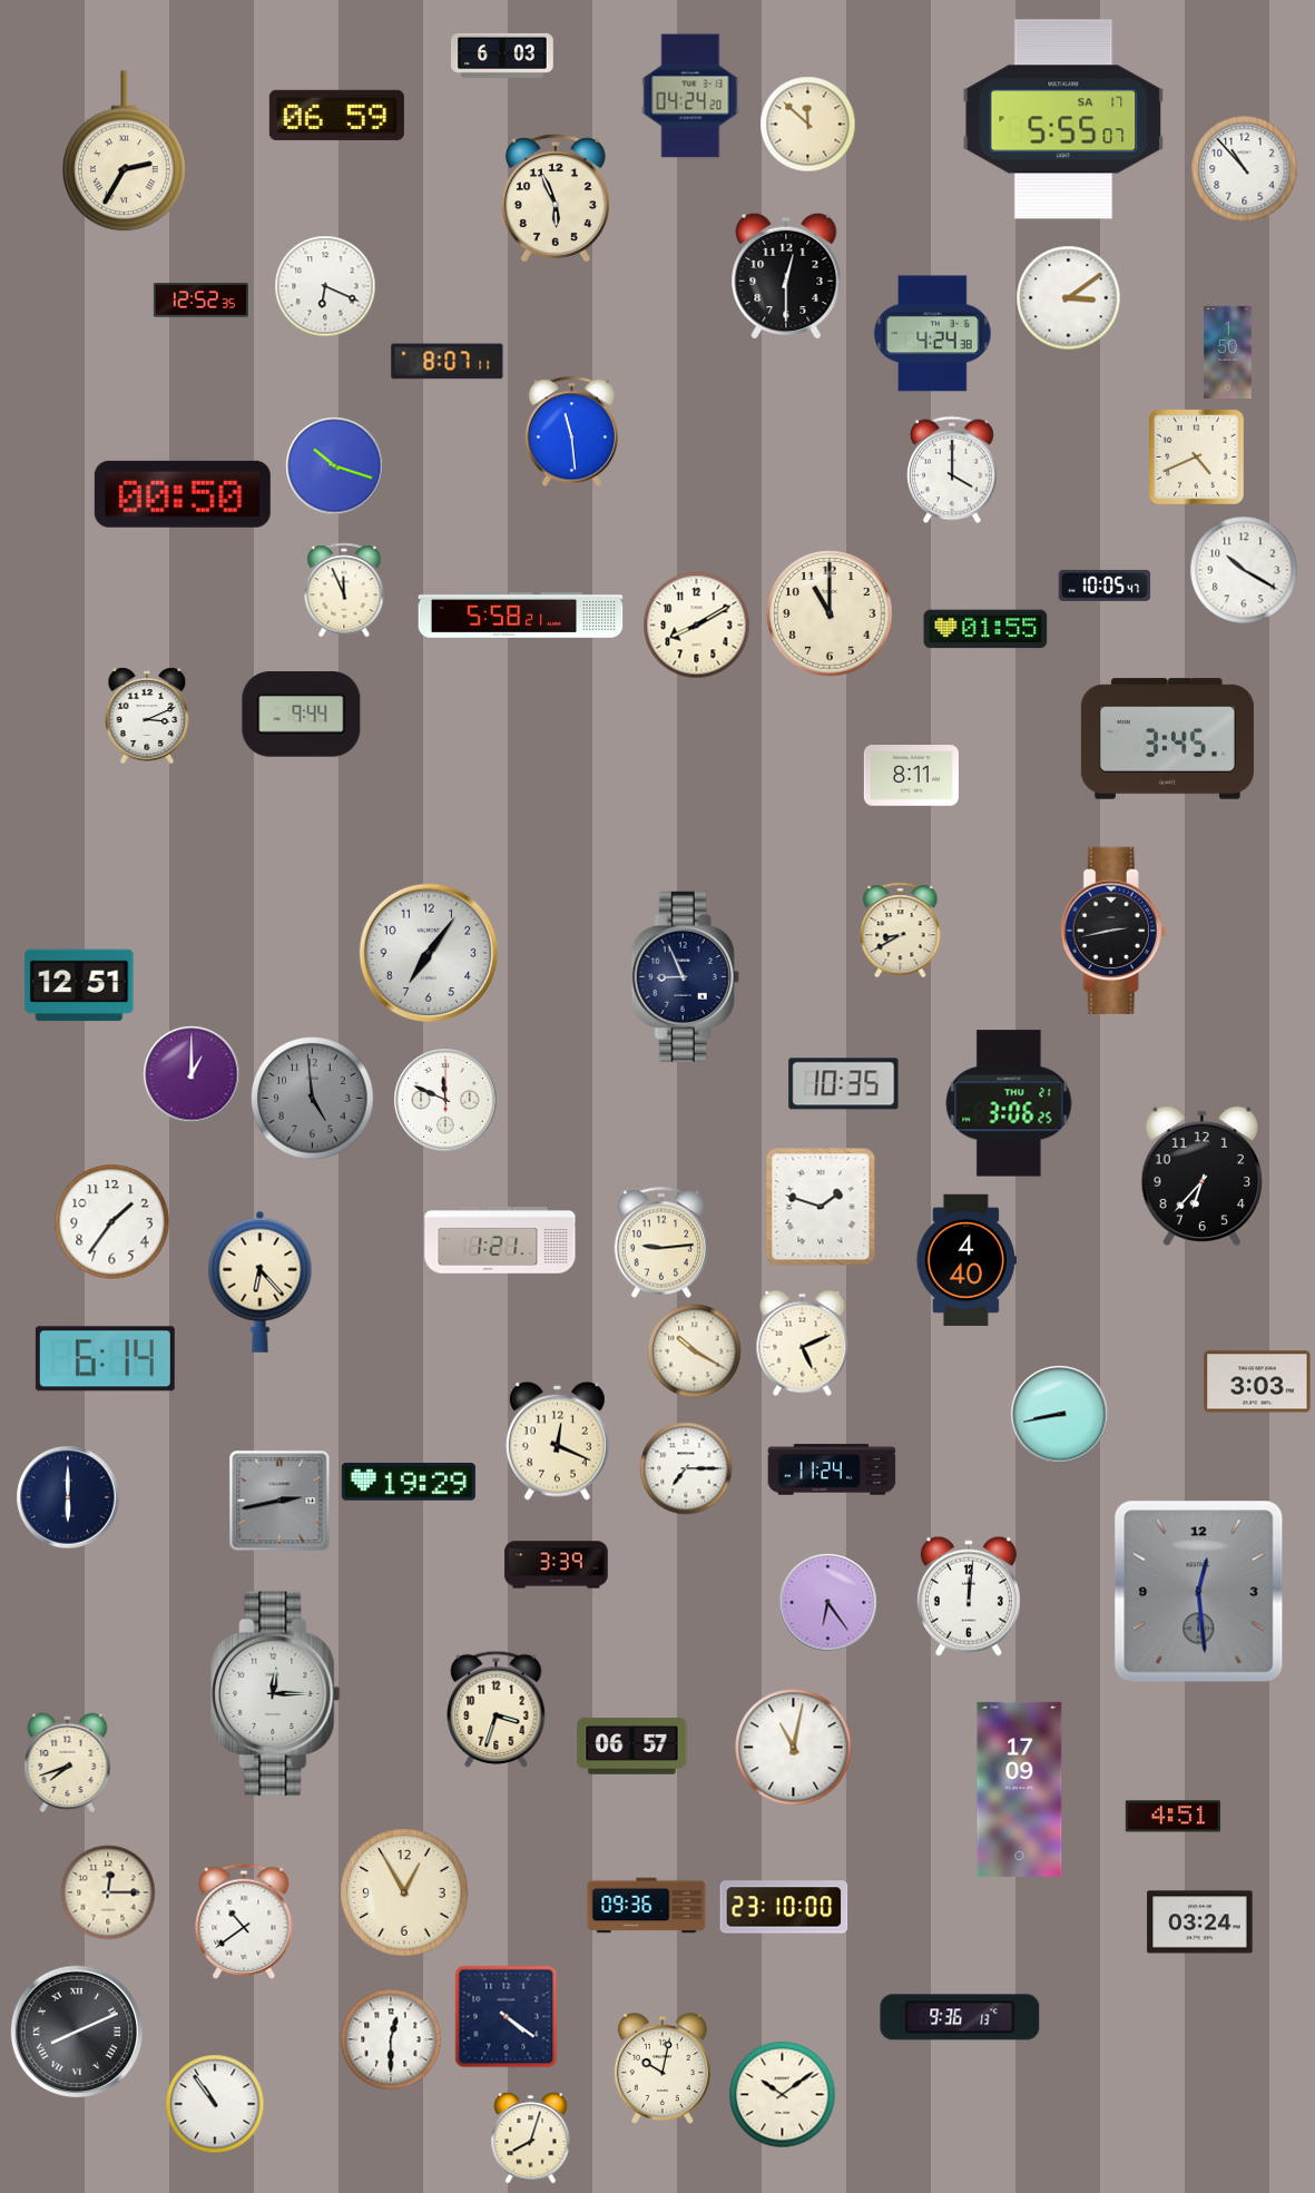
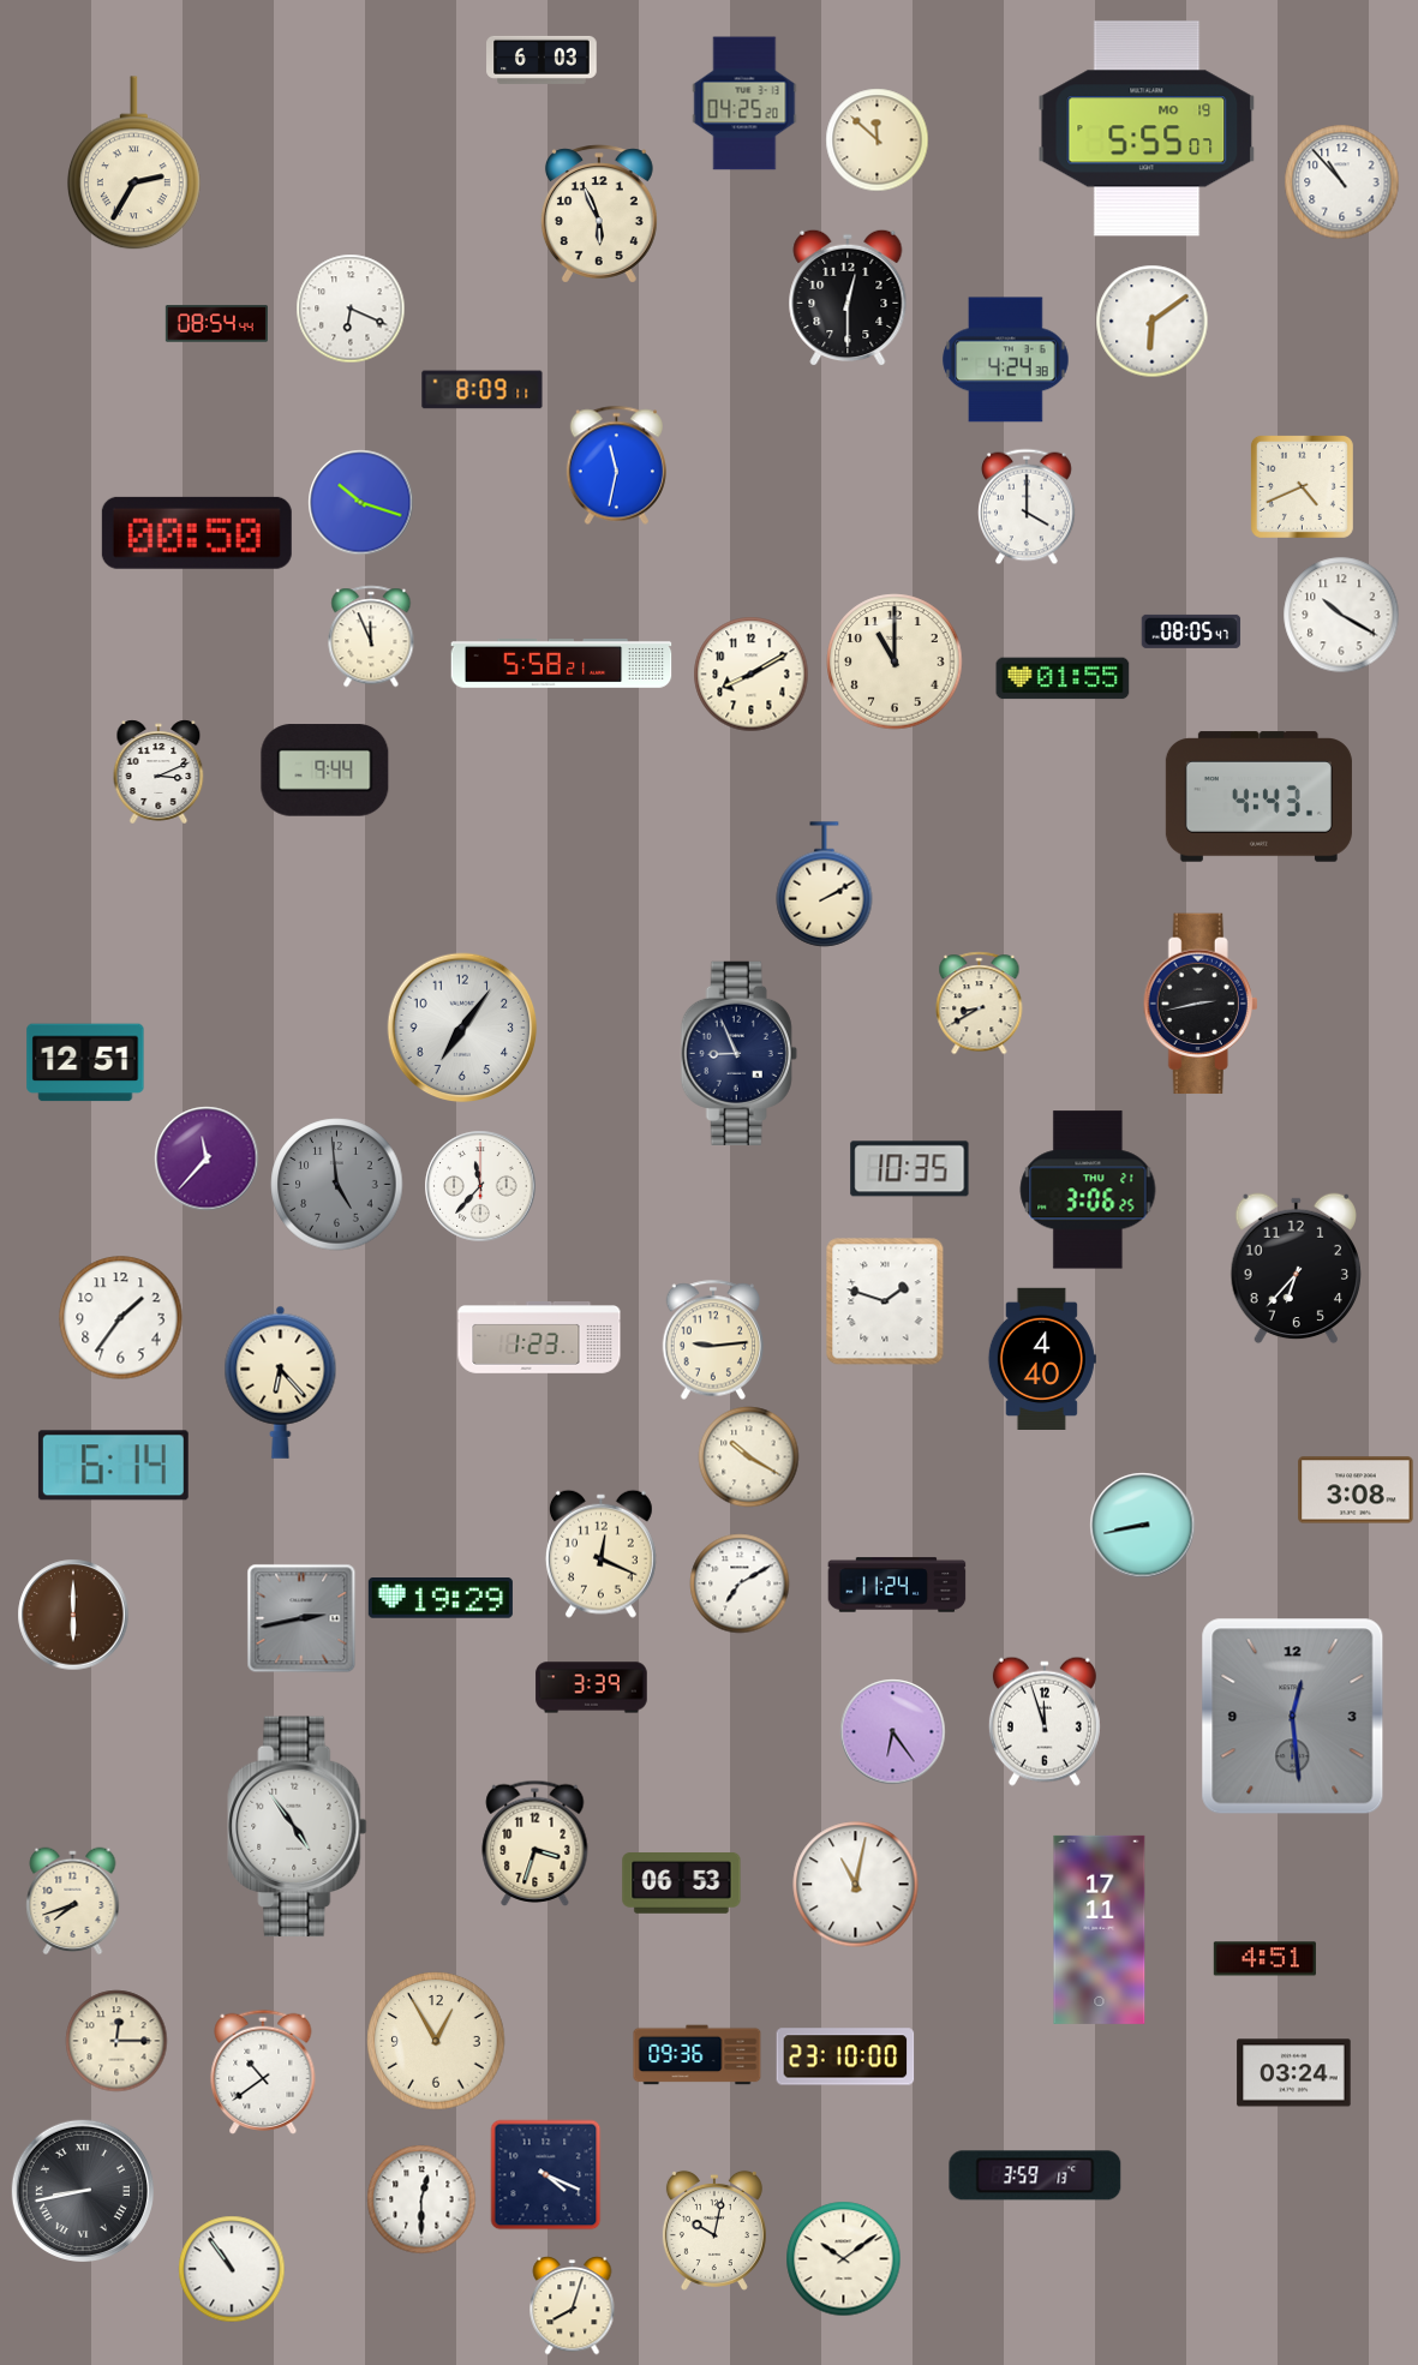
clock at (690, 96): 04:24 -> 04:25
clock at (336, 115): 06:59 -> none
clock at (1063, 119) date: SA 17 -> MO 19
clock at (808, 125) position: (808, 125) -> (878, 140)
clock at (1069, 298): 3:09 -> 6:09
clock at (200, 301): 12:52 -> 08:54
clock at (1228, 353): 1:50 -> none
clock at (448, 362): 8:07 -> 8:09
clock at (571, 432): 11:29 -> 11:32
clock at (1196, 456) position: (1196, 456) -> (1302, 486)
clock at (1105, 586): 10:05 -> 08:05
clock at (1167, 739): 3:45 -> 4:43
clock at (911, 776): 8:11 -> none
clock at (825, 885): none -> 2:10
clock at (901, 931) position: (901, 931) -> (980, 1004)
clock at (192, 1074): 1:00 -> 11:37
clock at (445, 1100): 11:49 -> 11:37
clock at (500, 1241): 1:21 -> 1:23
clock at (803, 1344): 5:11 -> none
clock at (1257, 1381): 3:03 -> 3:08
clock at (686, 1468): 7:15 -> 7:10
clock at (68, 1497) dial: navy -> brown
clock at (557, 1565) position: (557, 1565) -> (592, 1688)
clock at (969, 1596): 12:01 -> 11:57
clock at (828, 1603) position: (828, 1603) -> (893, 1732)
clock at (276, 1694): 12:15 -> 4:54
clock at (632, 1747): 06:57 -> 06:53
clock at (1020, 1789): 17:09 -> 17:11
clock at (507, 2017): 4:21 -> 4:19
clock at (960, 2017): 9:36 -> 3:59
clock at (77, 2032): 8:11 -> 8:43
